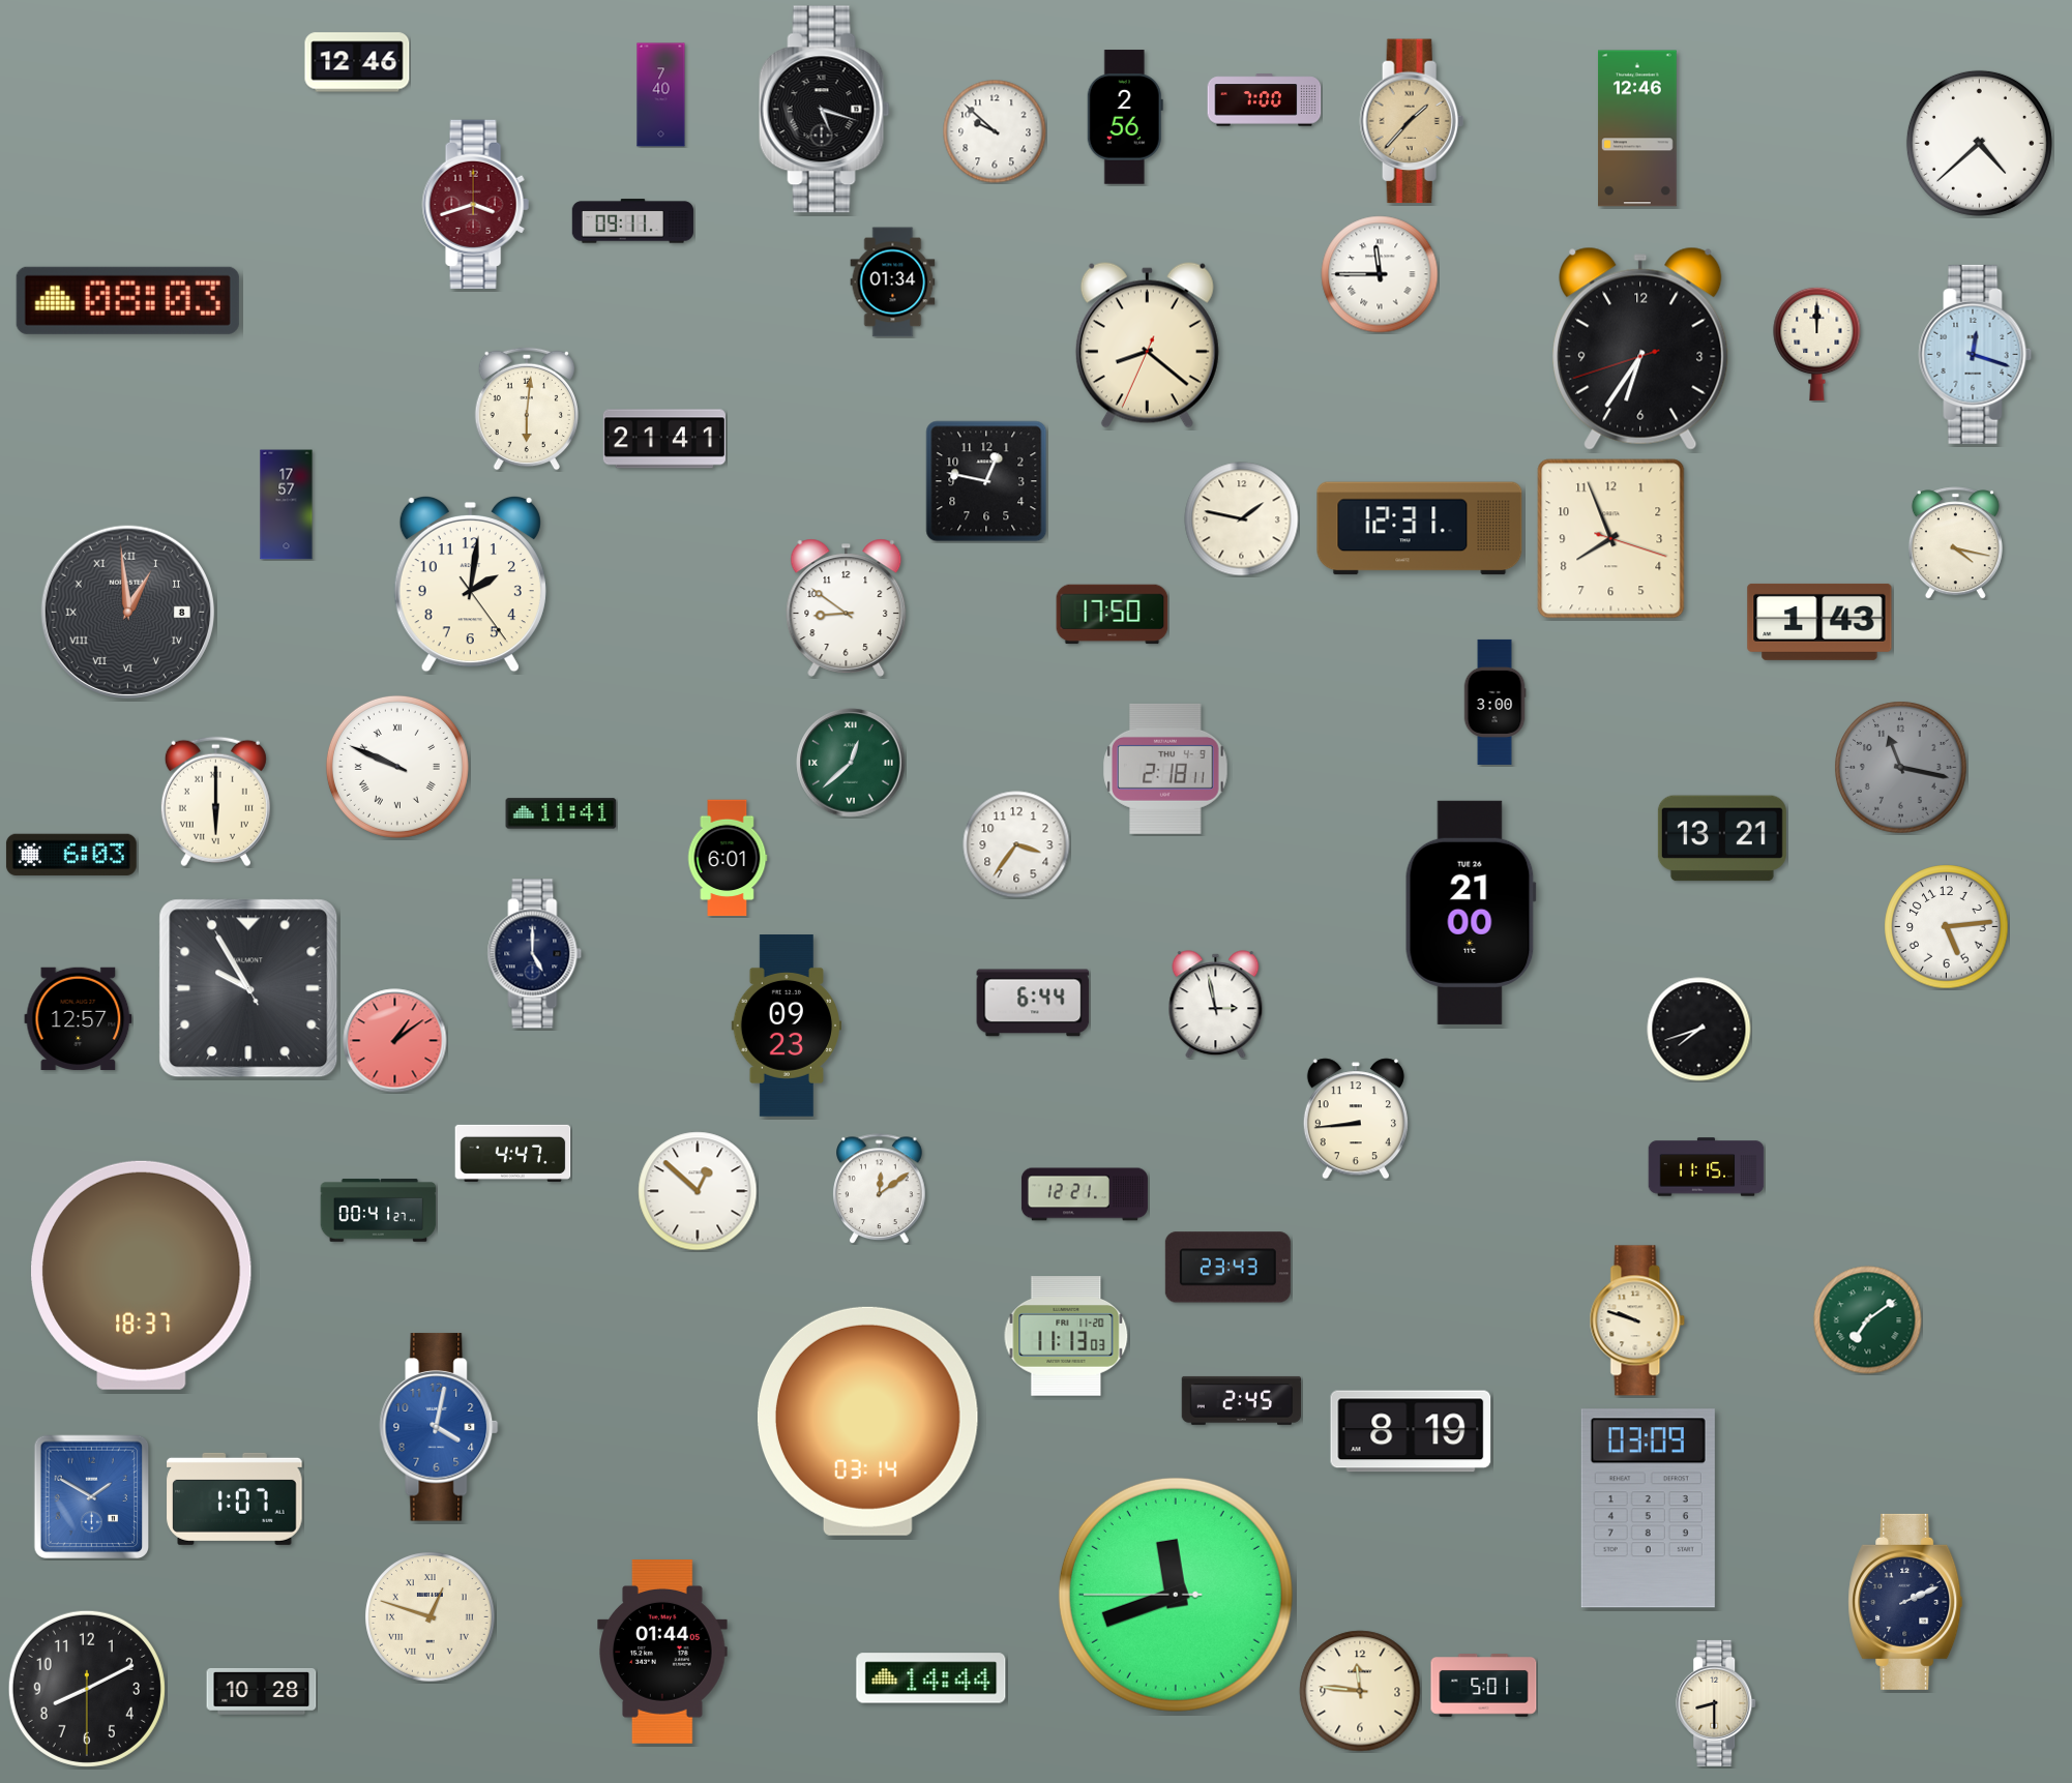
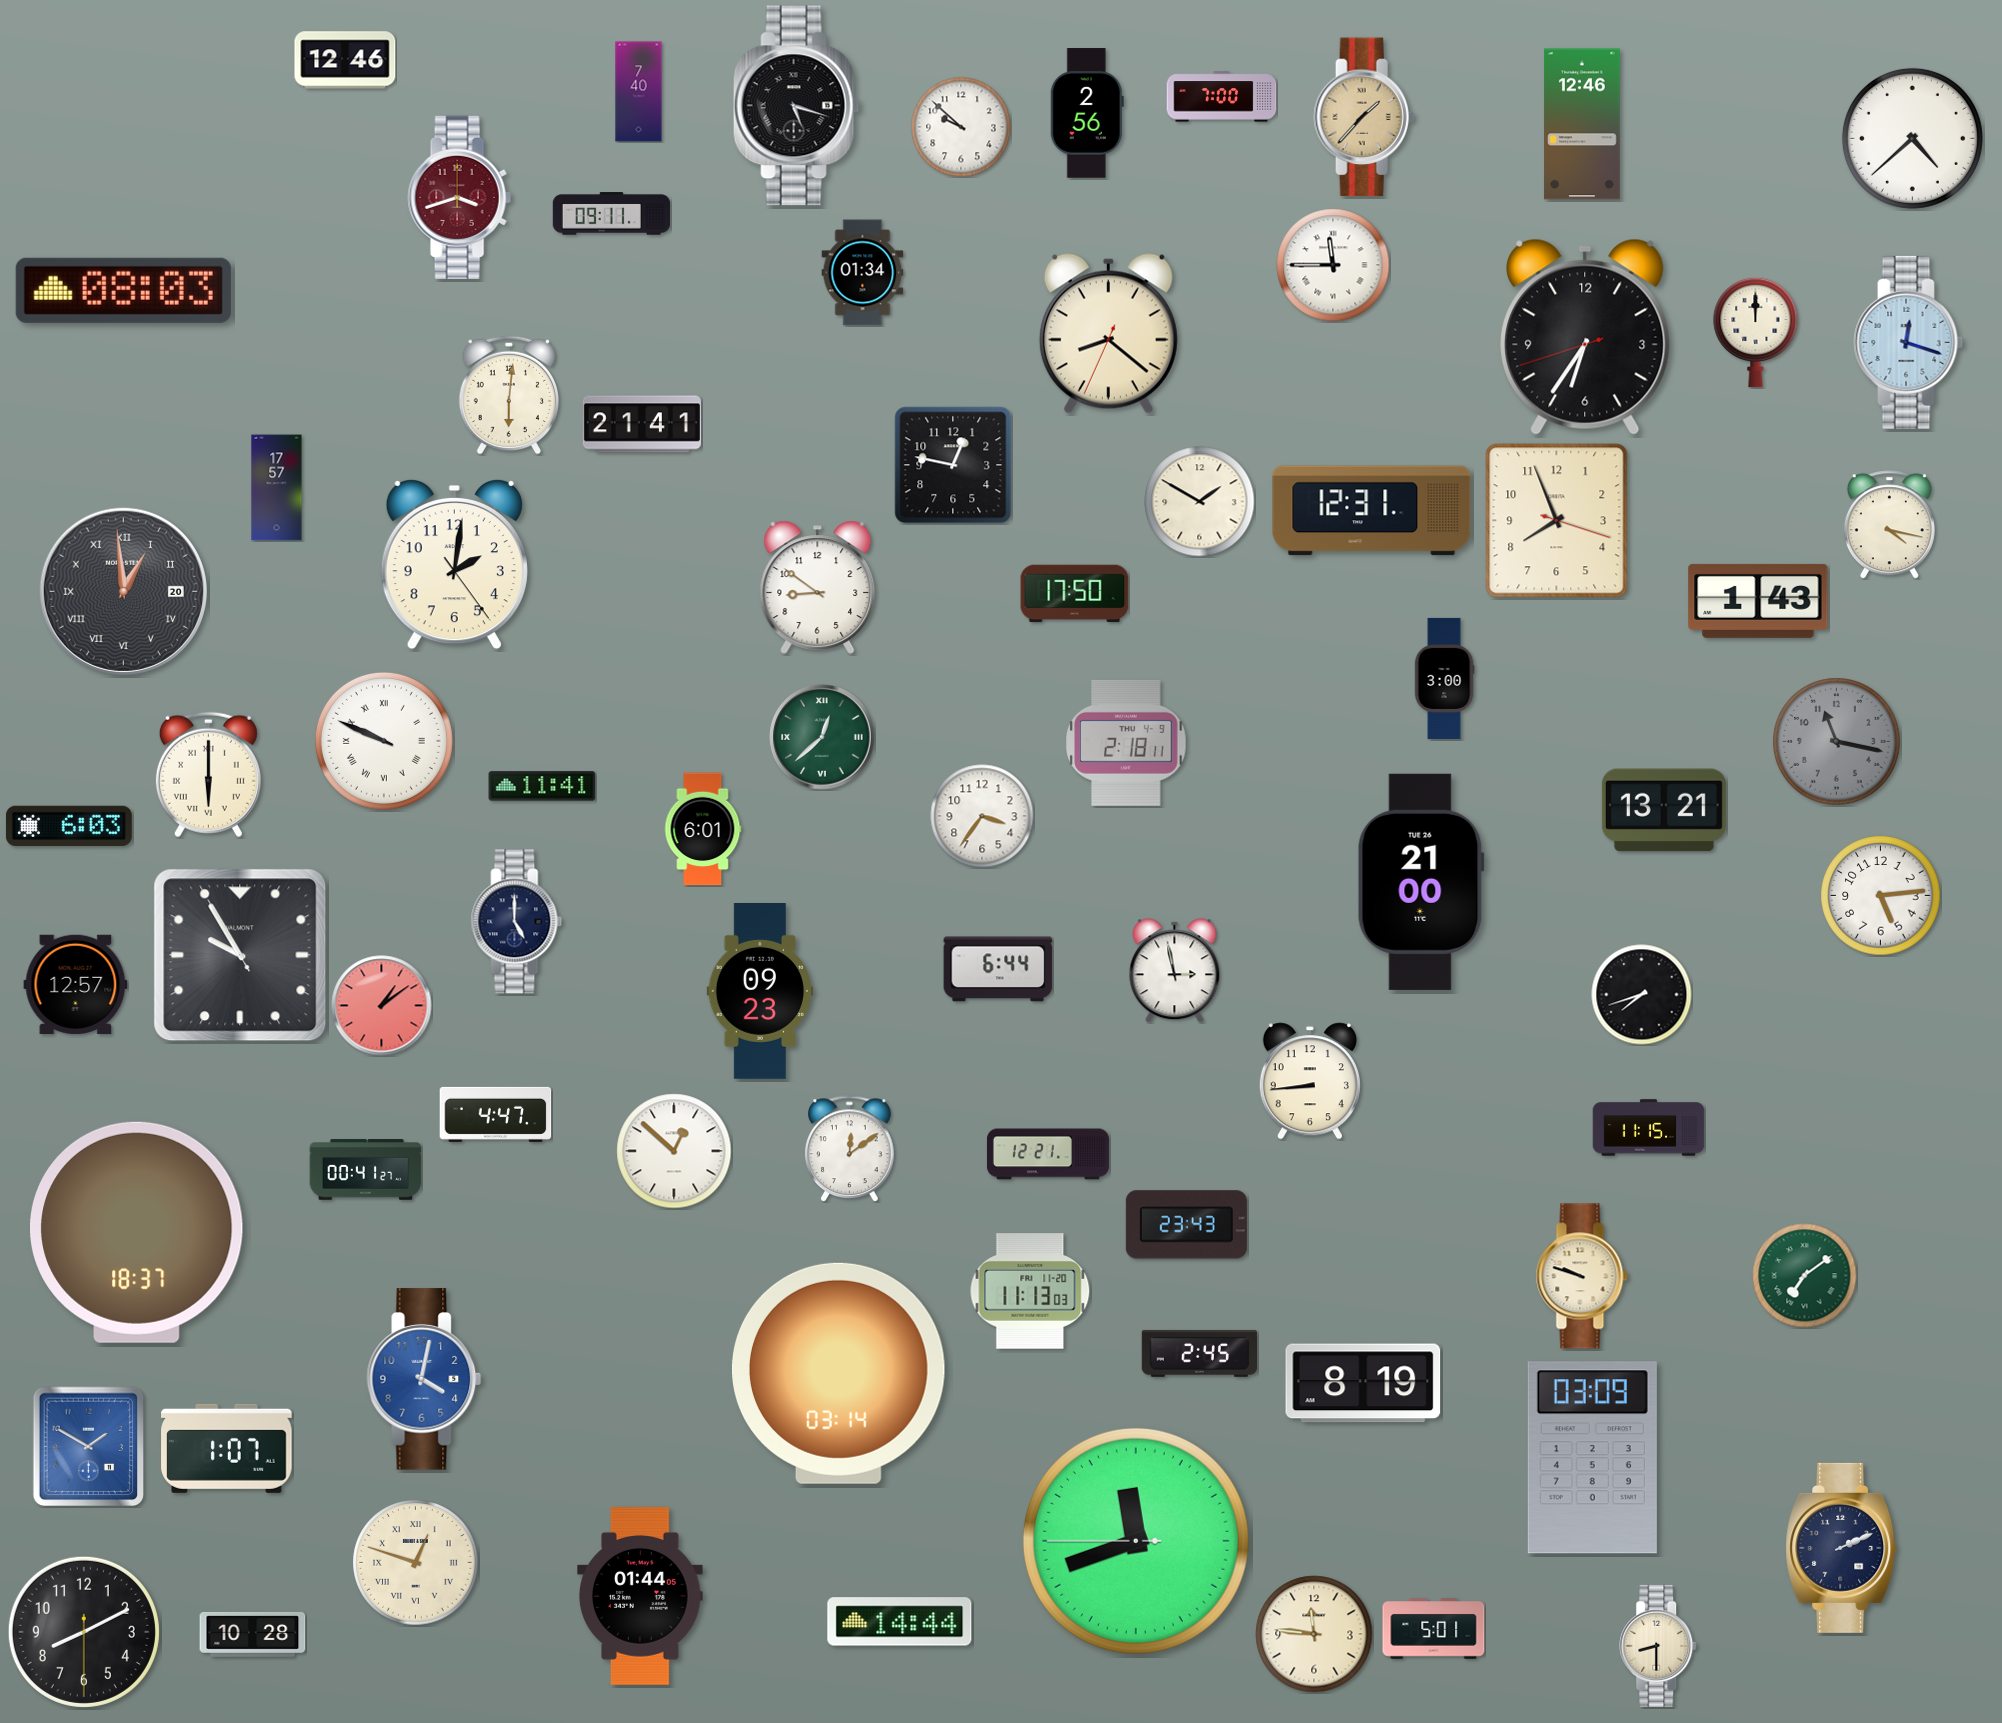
clock at (1242, 519): 1:47 -> 1:50
clock at (127, 612) date: 8 -> 20
